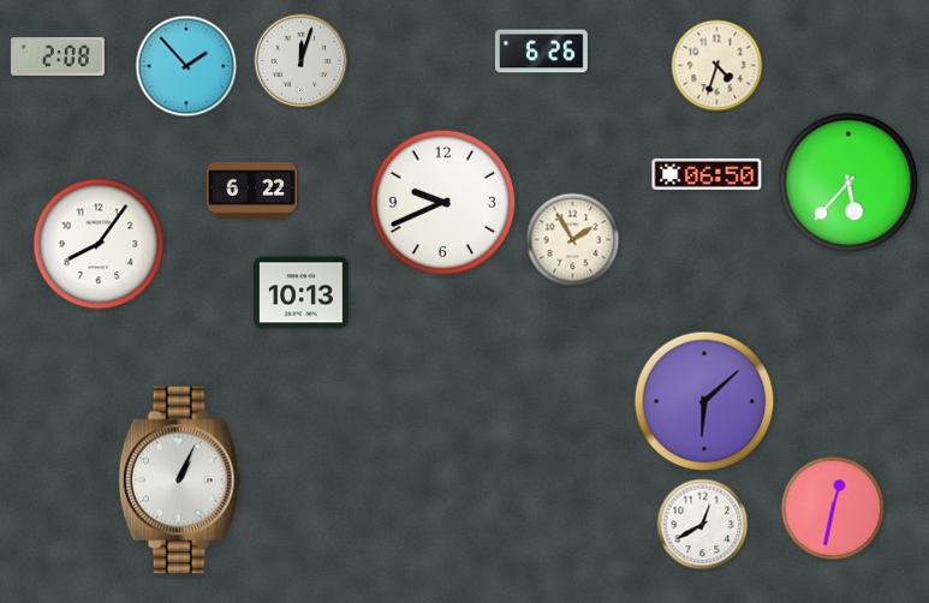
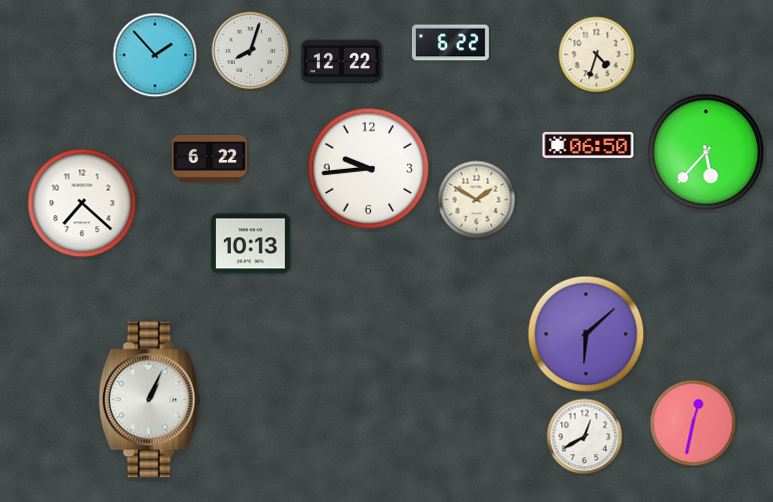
clock at (541, 52): 6:26 -> 6:22
clock at (58, 56): 2:08 -> none
clock at (302, 61): 12:03 -> 8:03
clock at (342, 62): none -> 12:22
clock at (443, 203): 9:41 -> 9:44
clock at (573, 240): 1:55 -> 1:50
clock at (99, 244): 8:06 -> 7:22
